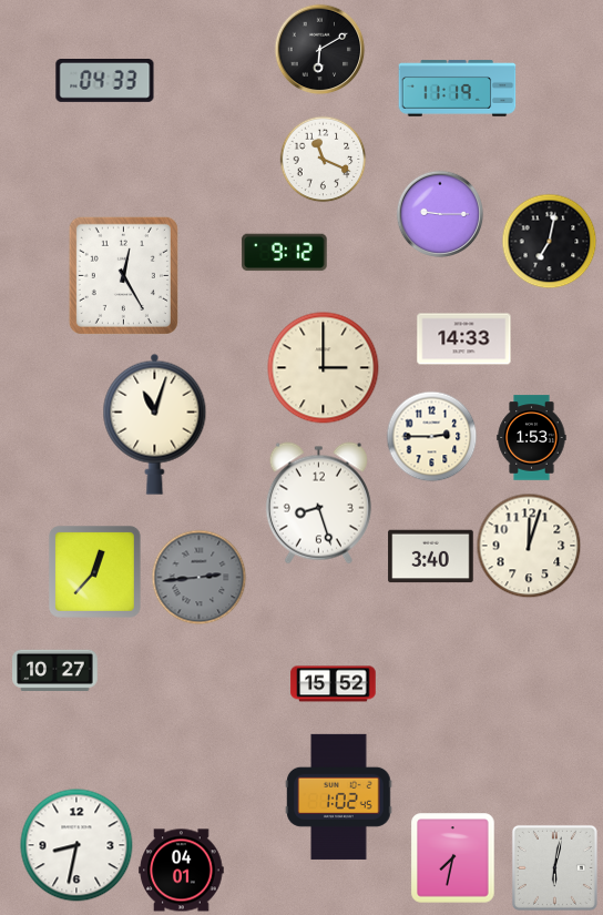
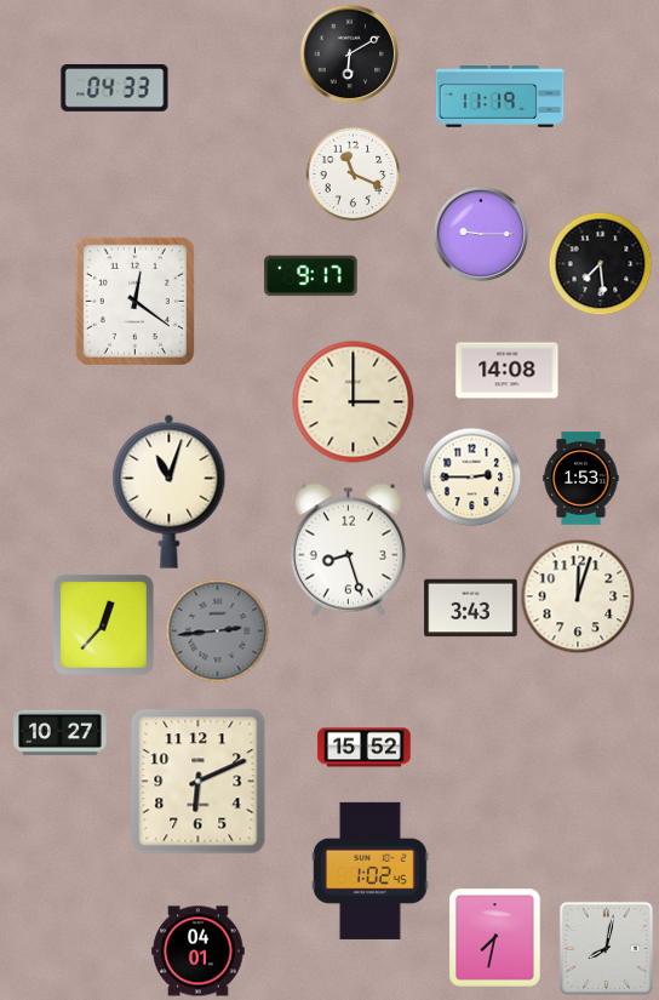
clock at (549, 241): 7:02 -> 7:29
clock at (285, 253): 9:12 -> 9:17
clock at (123, 275): 12:25 -> 12:21
clock at (464, 339): 14:33 -> 14:08
clock at (155, 424) position: (155, 424) -> (170, 491)
clock at (431, 557): 3:40 -> 3:43
clock at (199, 782): none -> 6:11
clock at (76, 845): 8:32 -> none
clock at (554, 867): 6:02 -> 8:02
